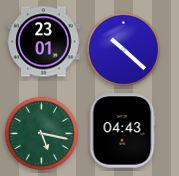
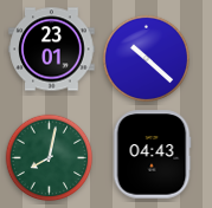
clock at (122, 131) position: (122, 131) -> (152, 155)
clock at (42, 134): 5:17 -> 8:02
